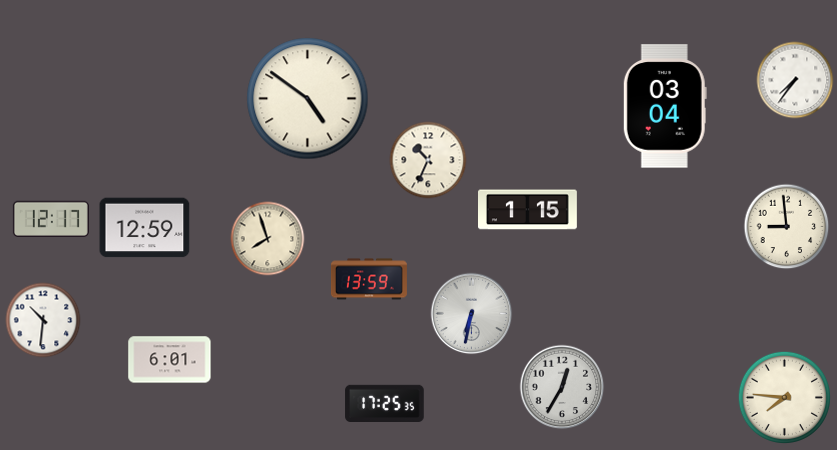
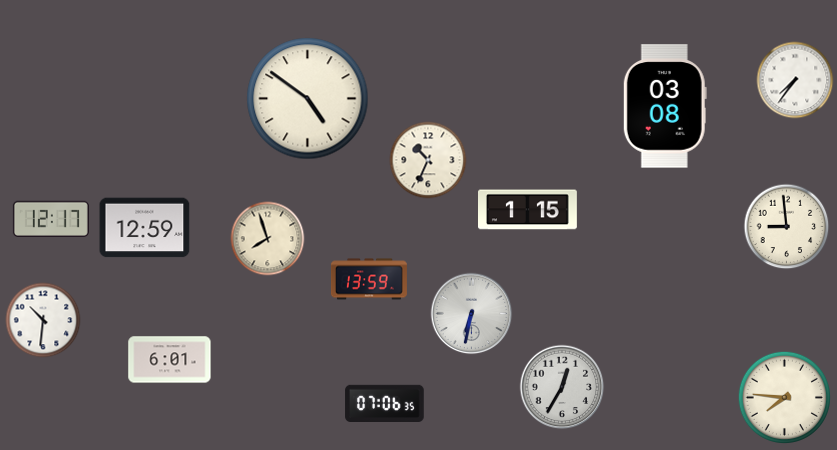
clock at (665, 106): 03:04 -> 03:08
clock at (385, 403): 17:25 -> 07:06
